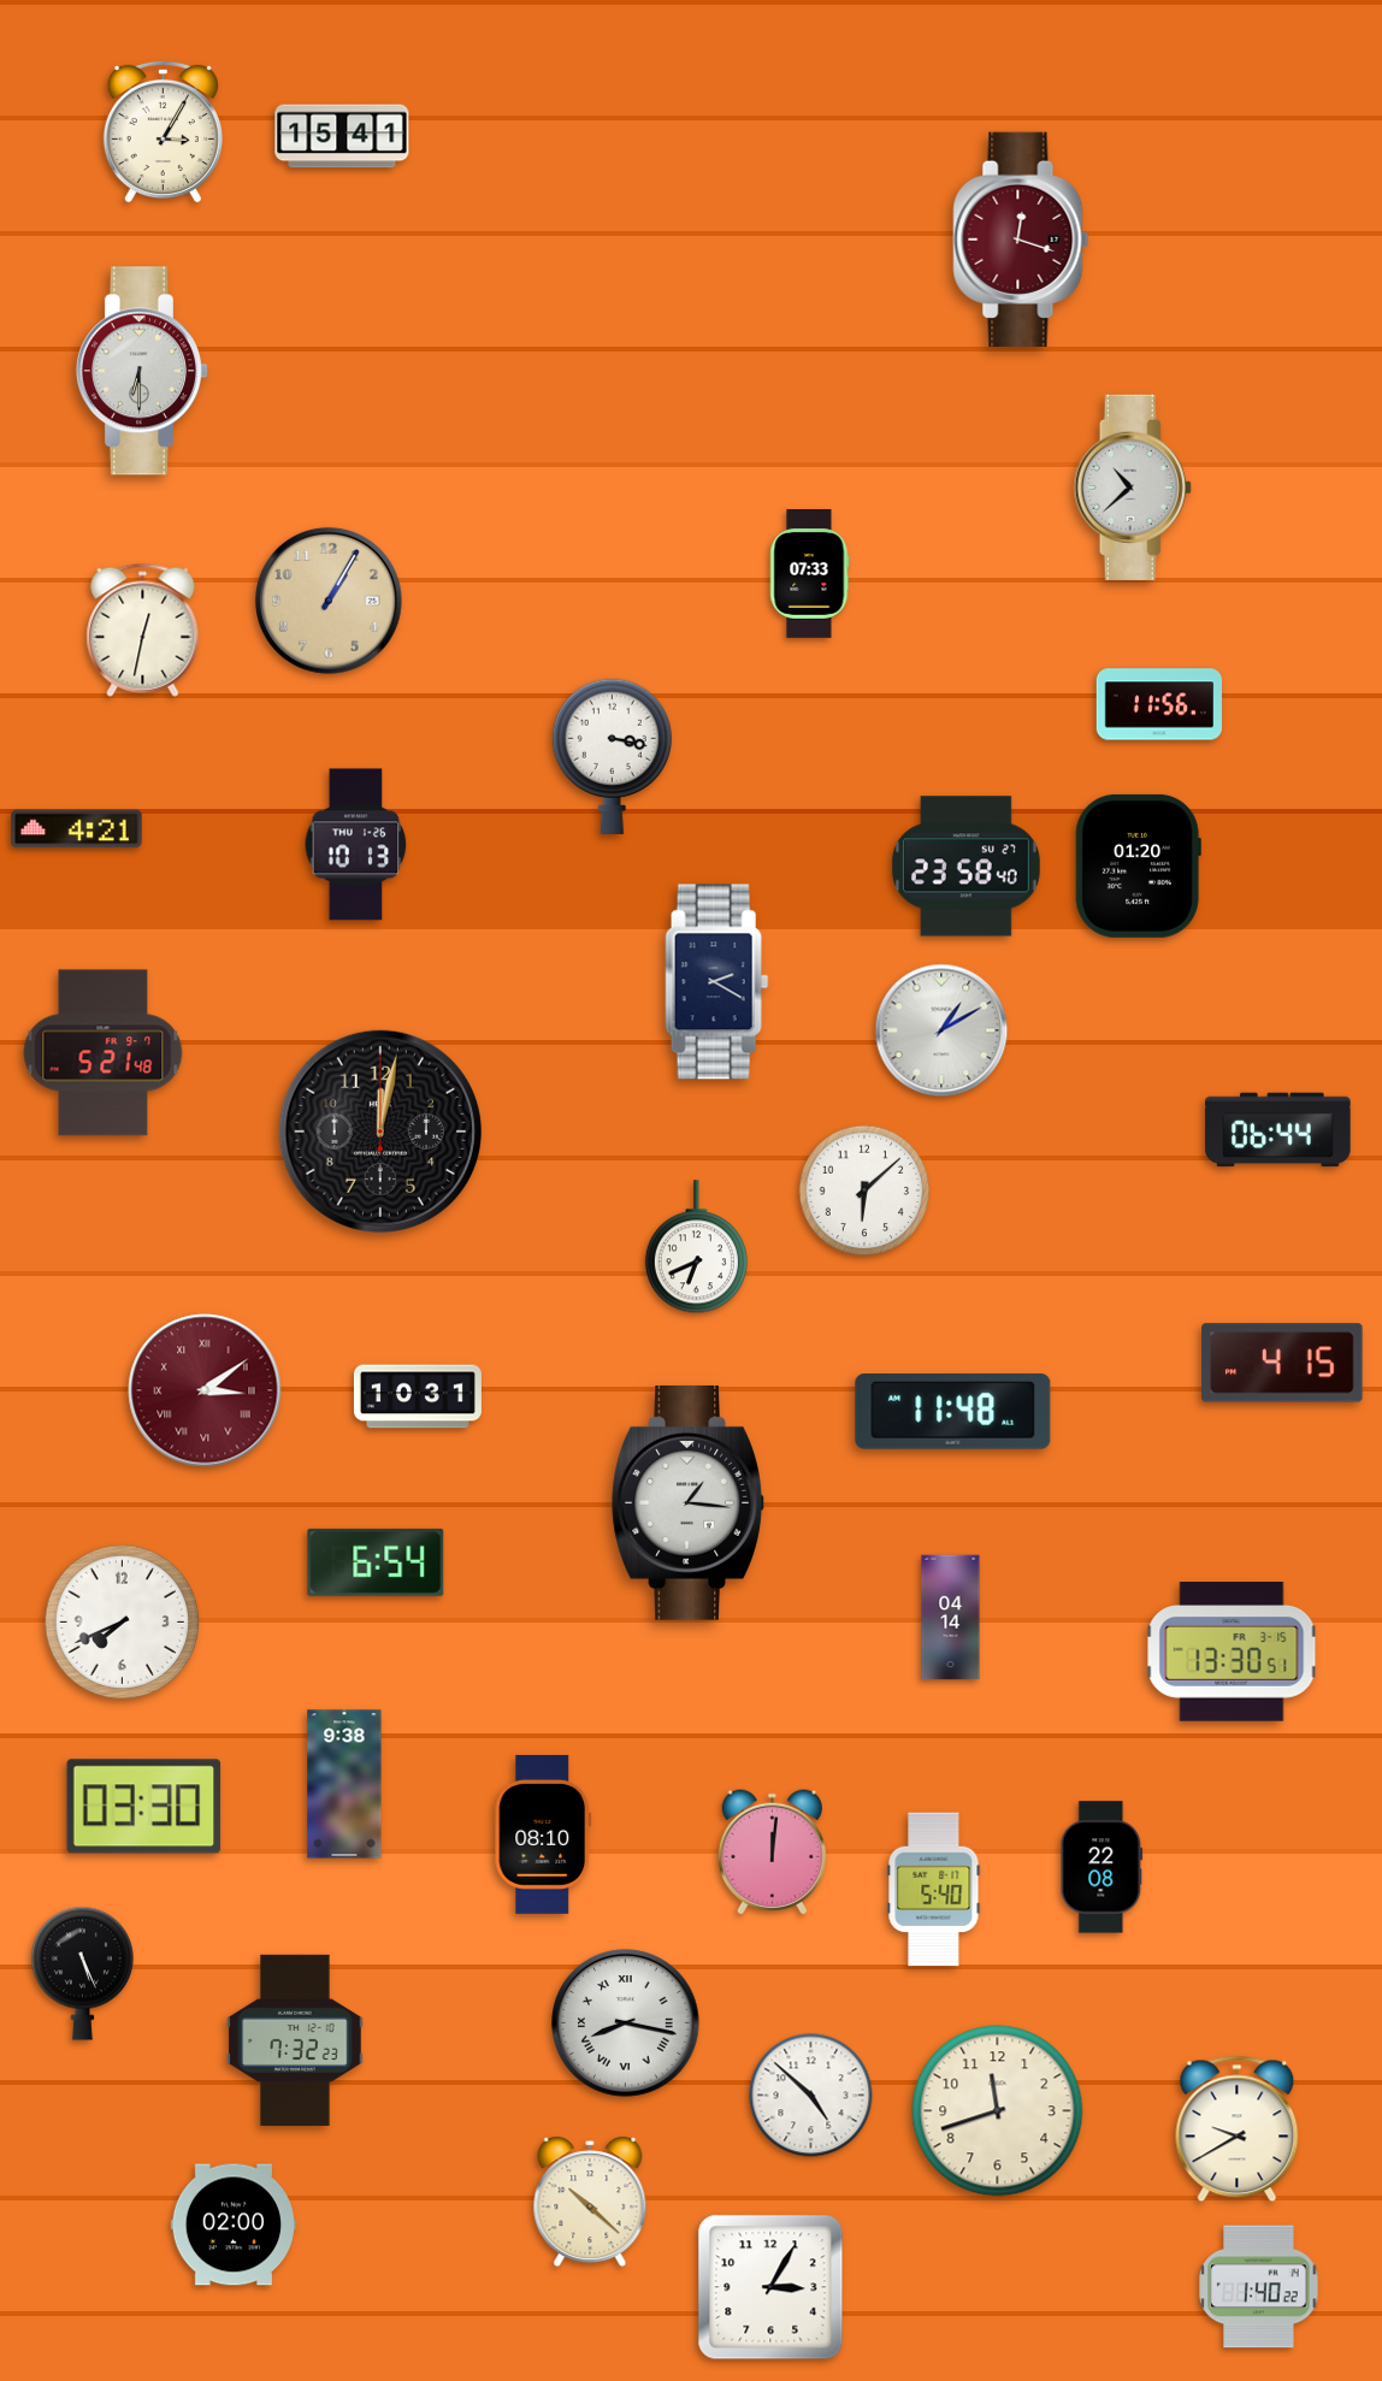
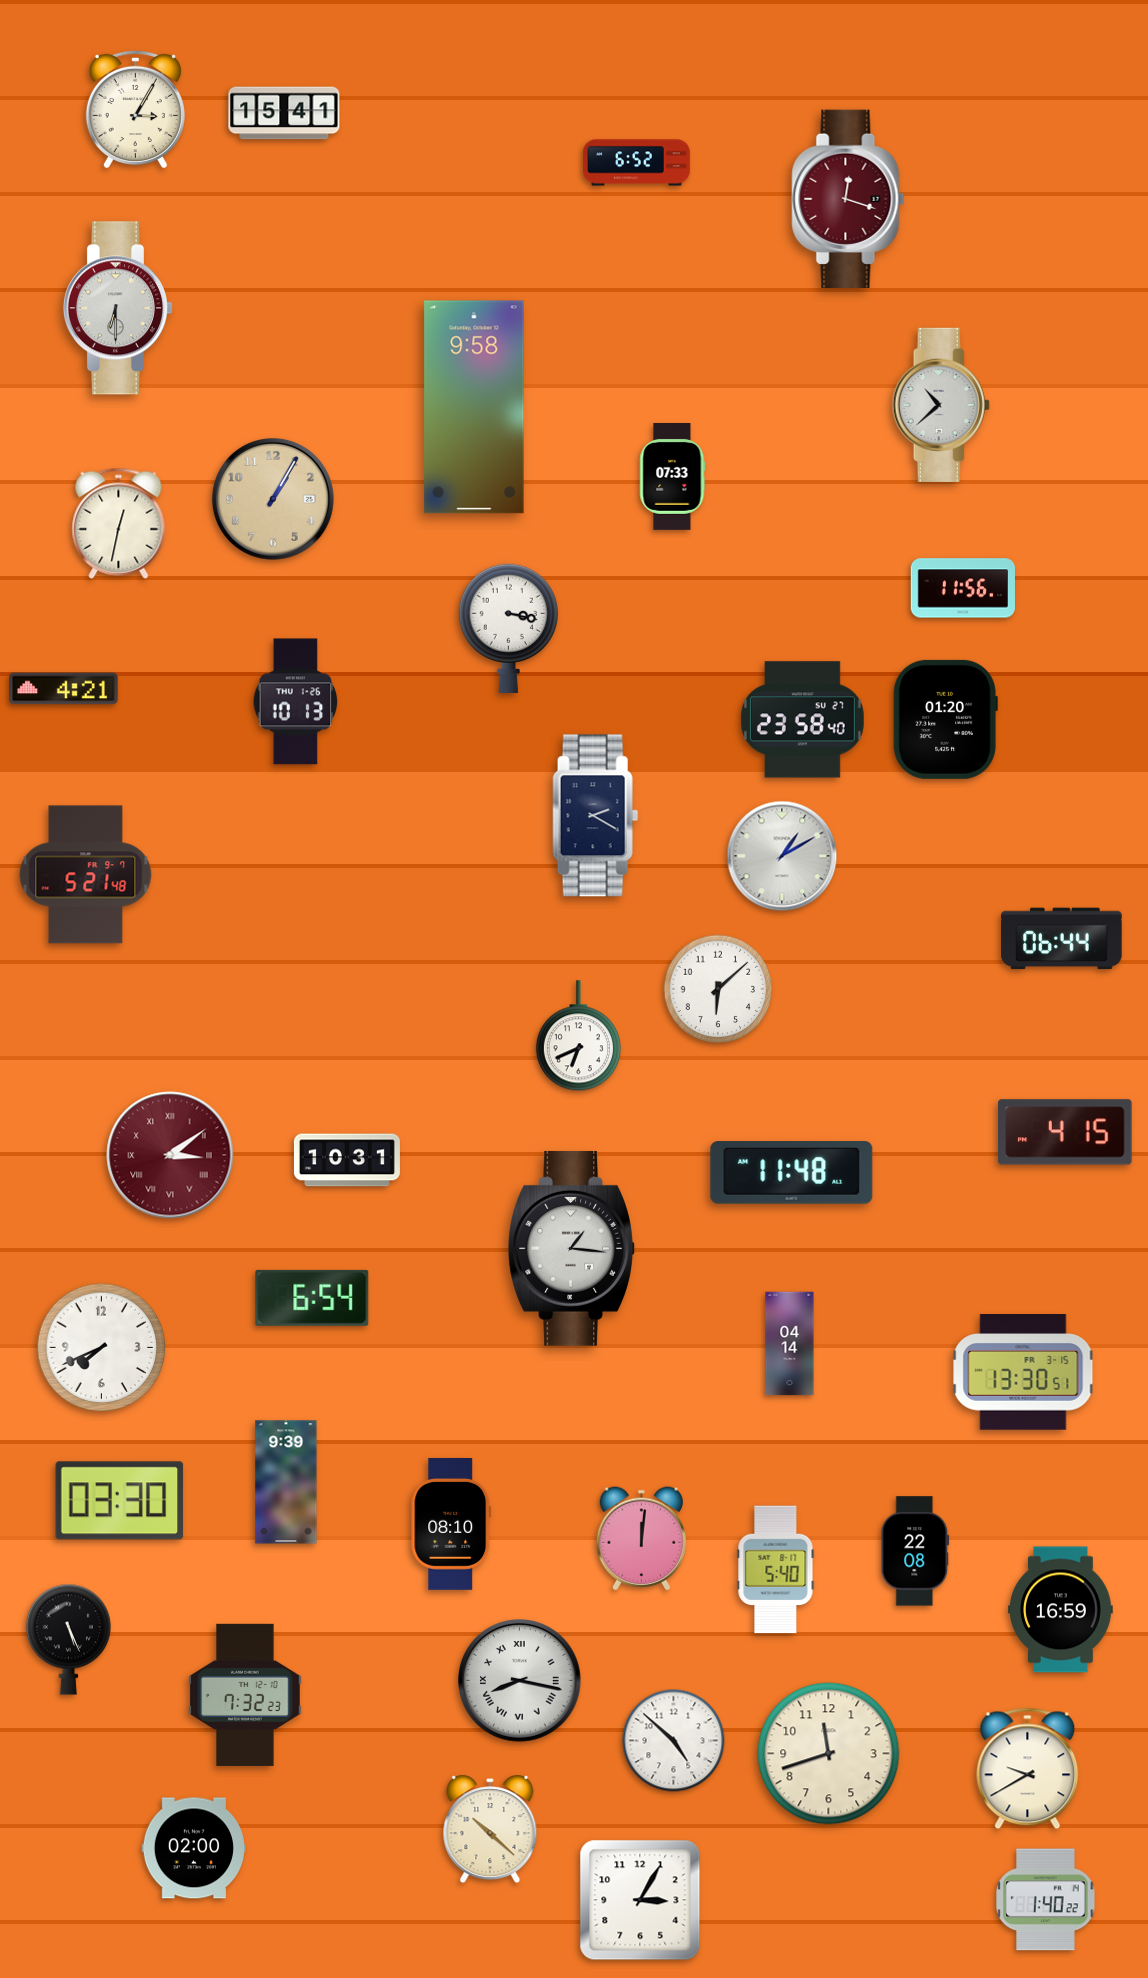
clock at (637, 163): none -> 6:52
clock at (474, 407): none -> 9:58
clock at (1158, 704) position: (1158, 704) -> (962, 588)
clock at (380, 1132): 12:02 -> none
clock at (344, 1784): 9:38 -> 9:39
clock at (1061, 1610): none -> 16:59
